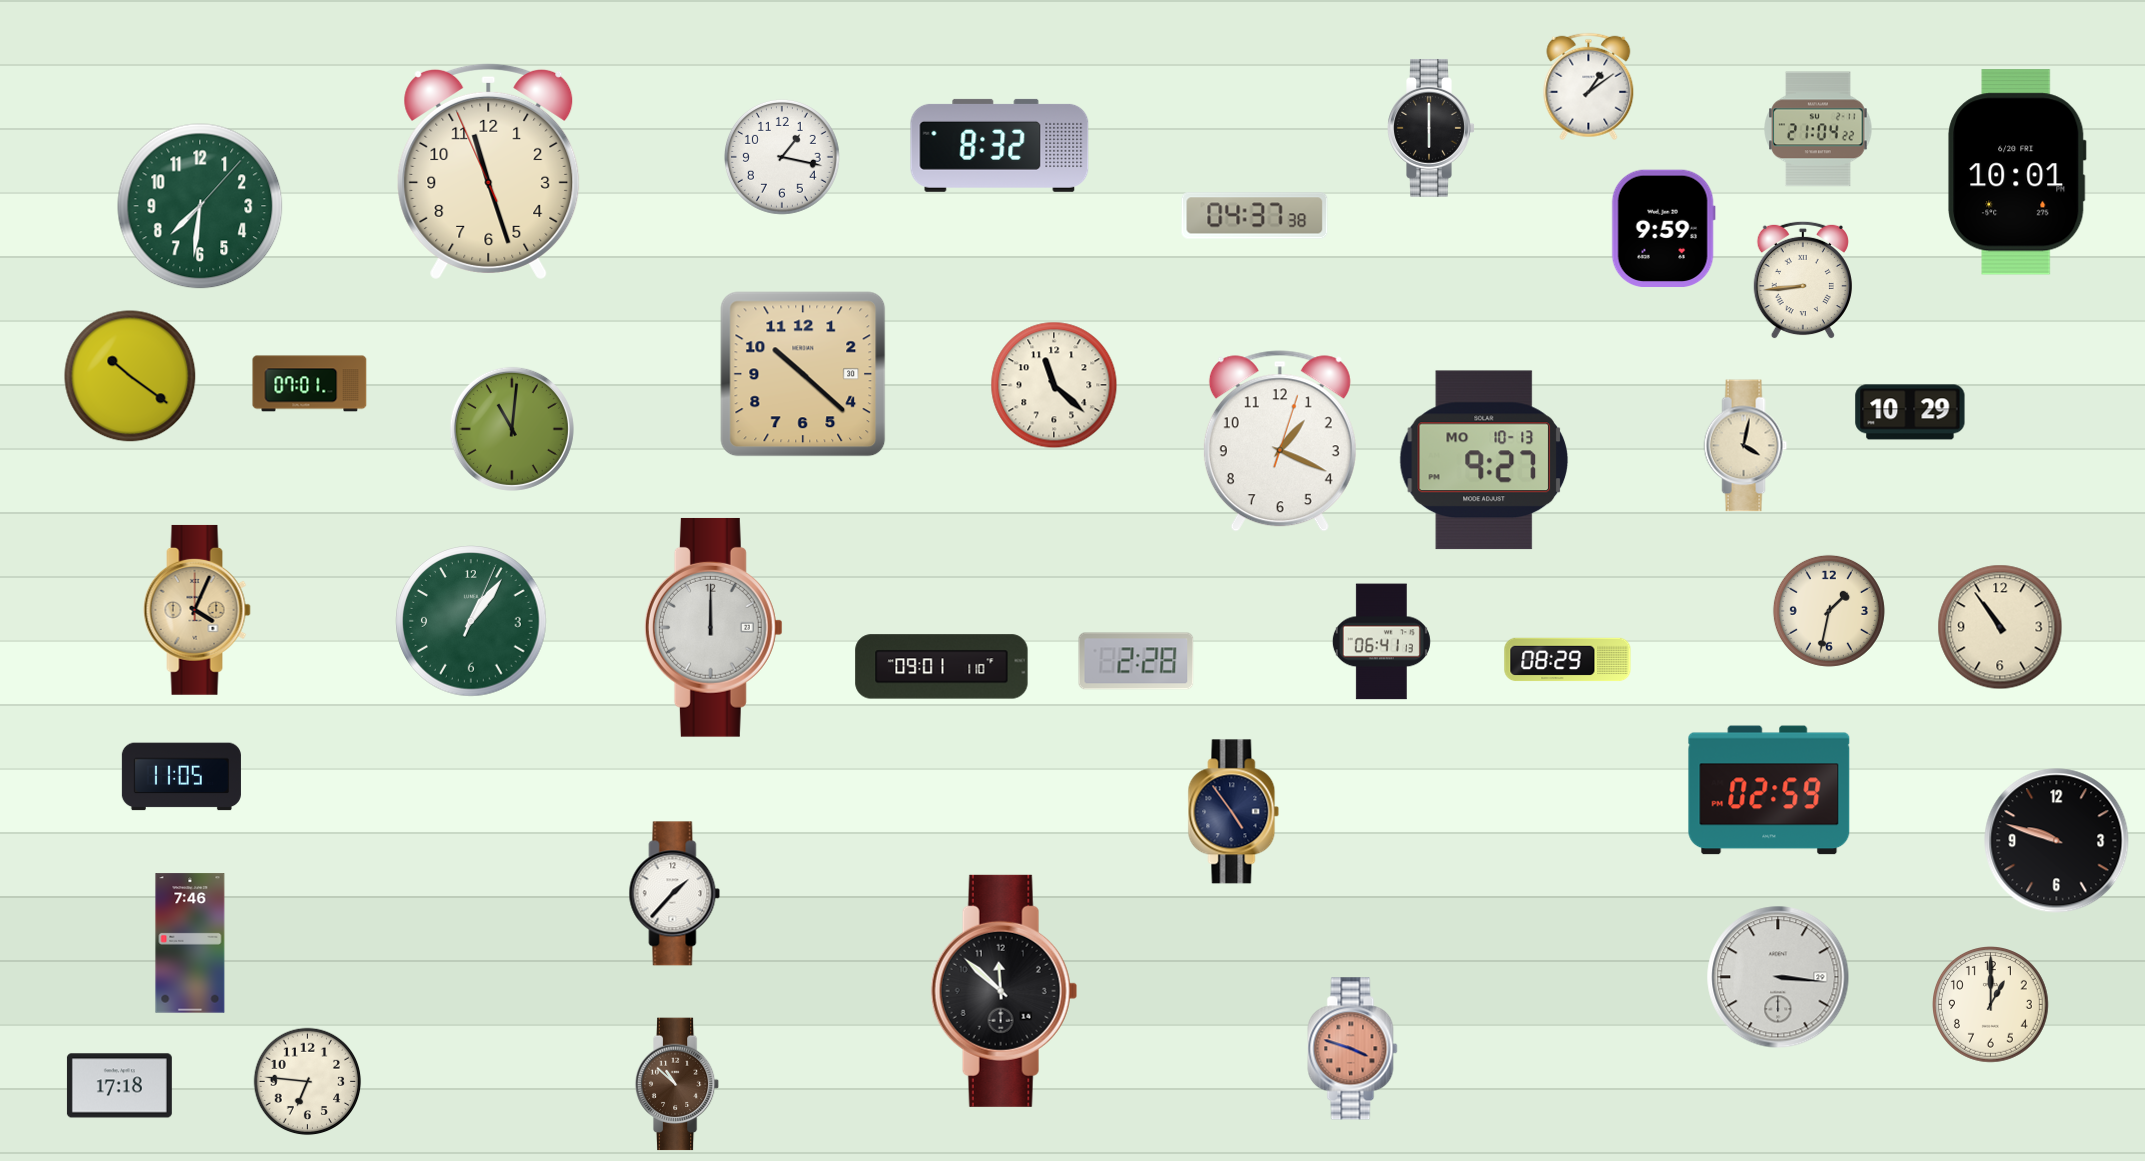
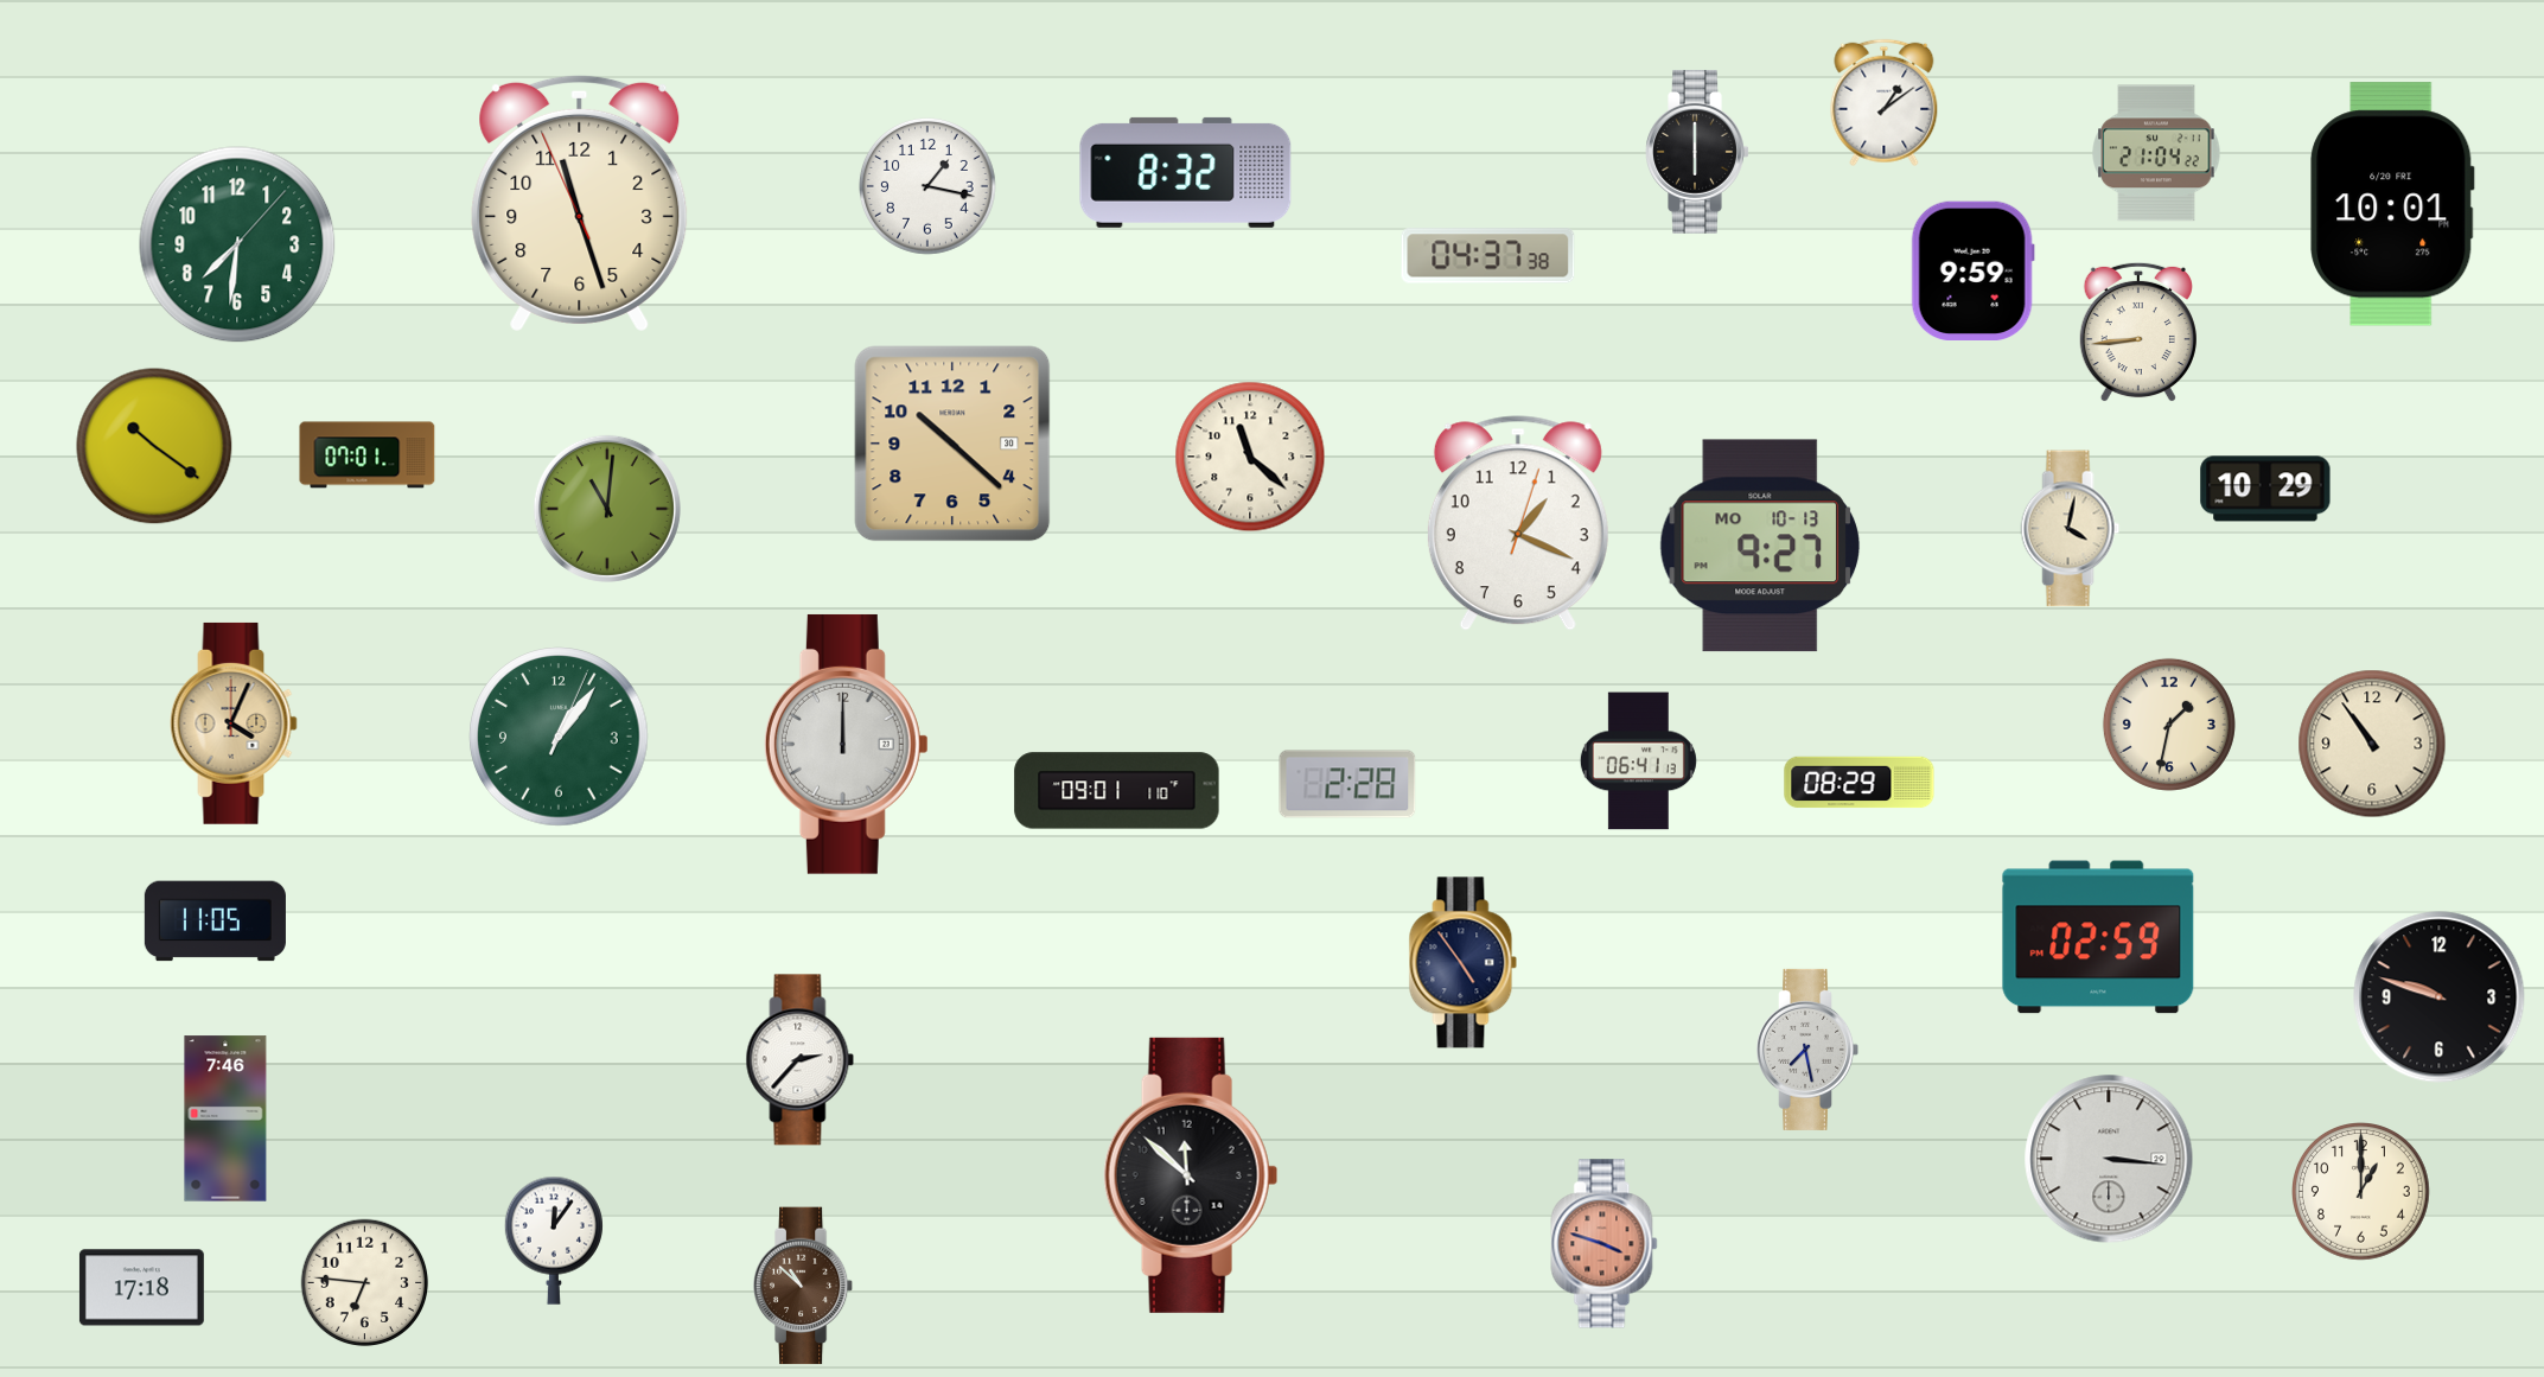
clock at (1807, 1050): none -> 7:28
clock at (675, 894): 1:37 -> 2:37
clock at (554, 1241): none -> 12:06
